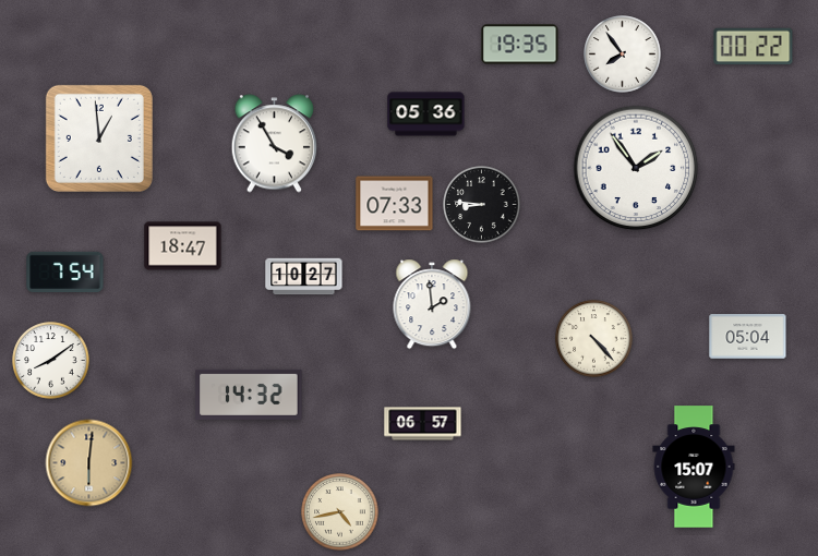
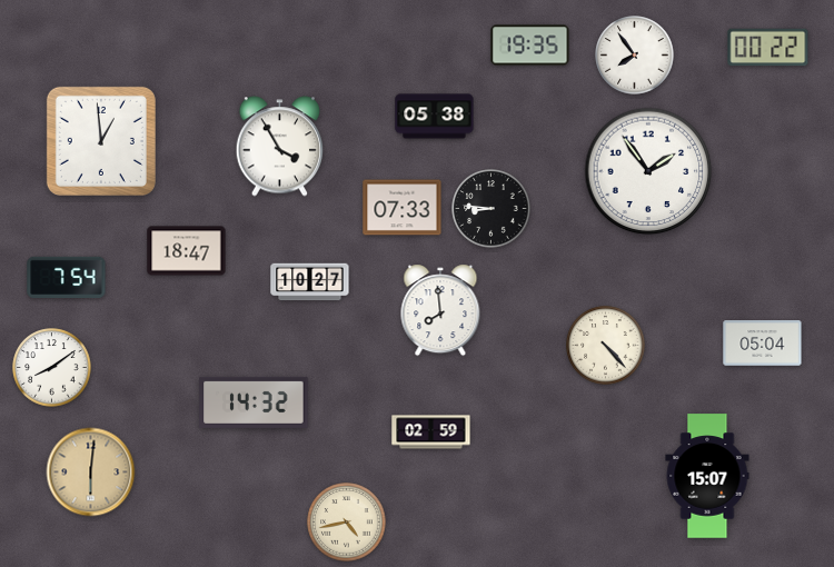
clock at (426, 114): 05:36 -> 05:38
clock at (432, 304): 1:59 -> 7:59
clock at (423, 424): 06:57 -> 02:59
